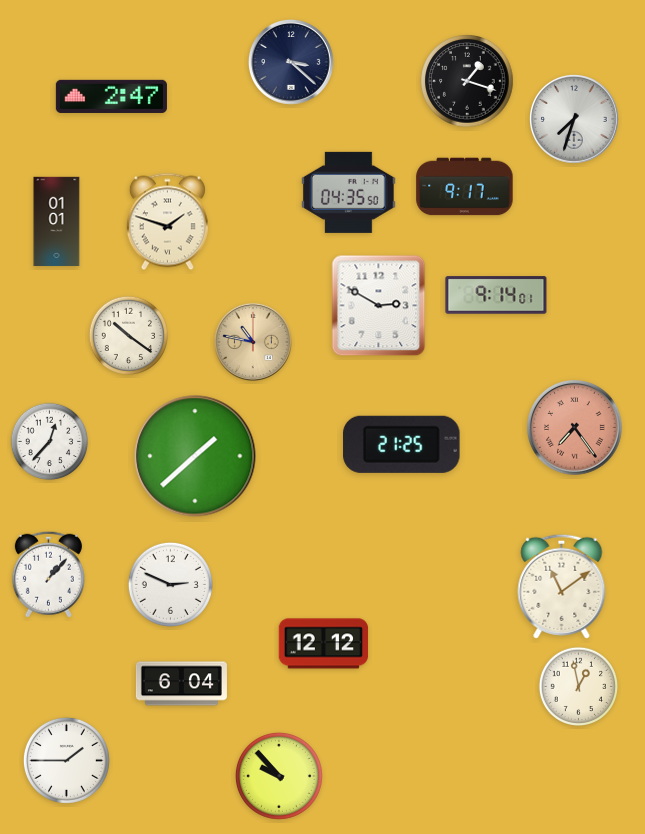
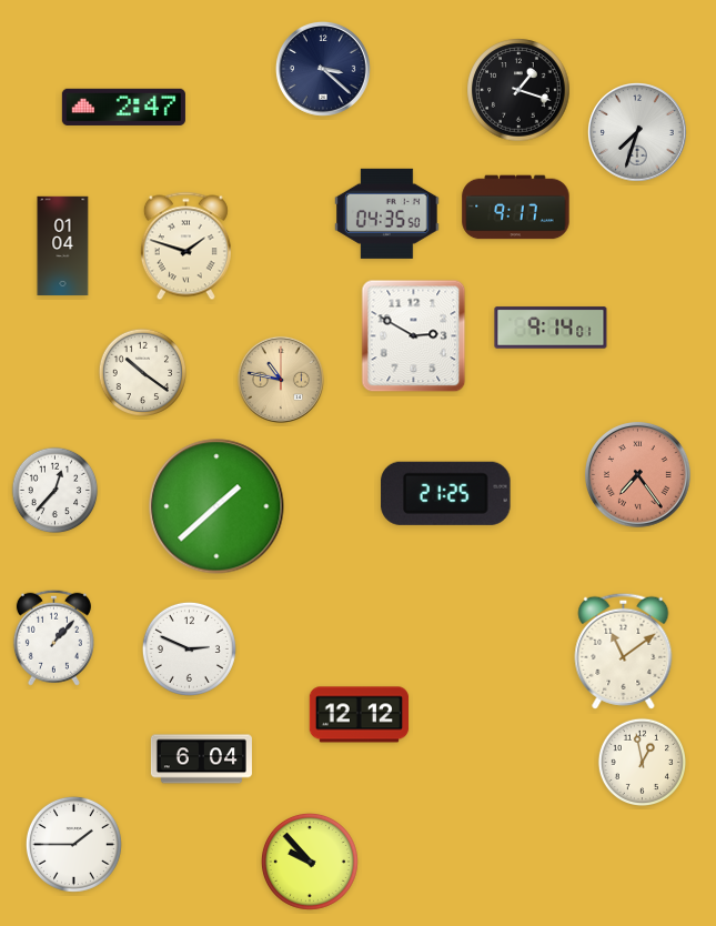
clock at (57, 222): 01:01 -> 01:04
clock at (379, 306) position: (379, 306) -> (414, 336)
